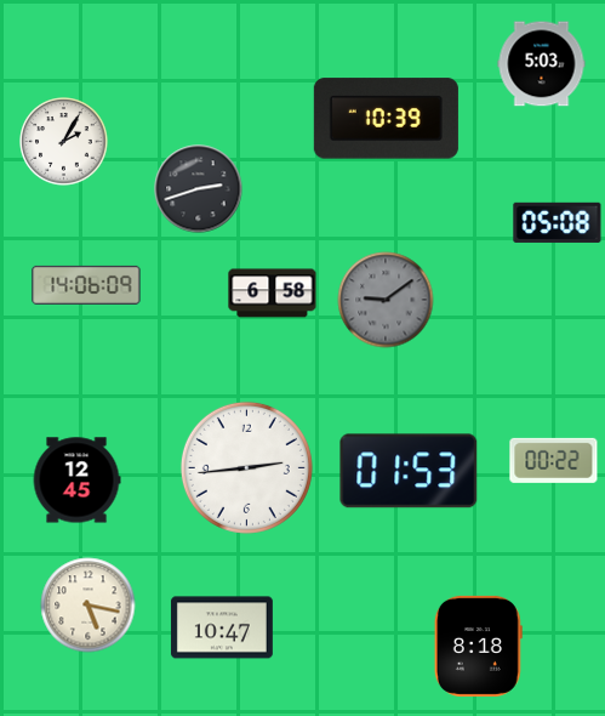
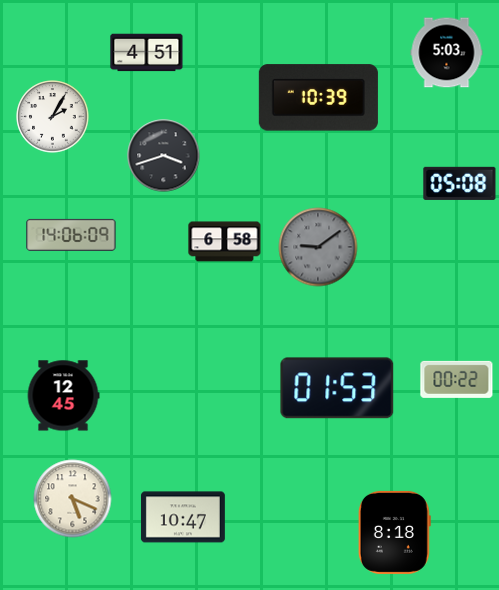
clock at (147, 53): none -> 4:51
clock at (199, 189): 2:42 -> 3:42
clock at (246, 467): 2:44 -> none
clock at (89, 606): 5:17 -> 5:19
